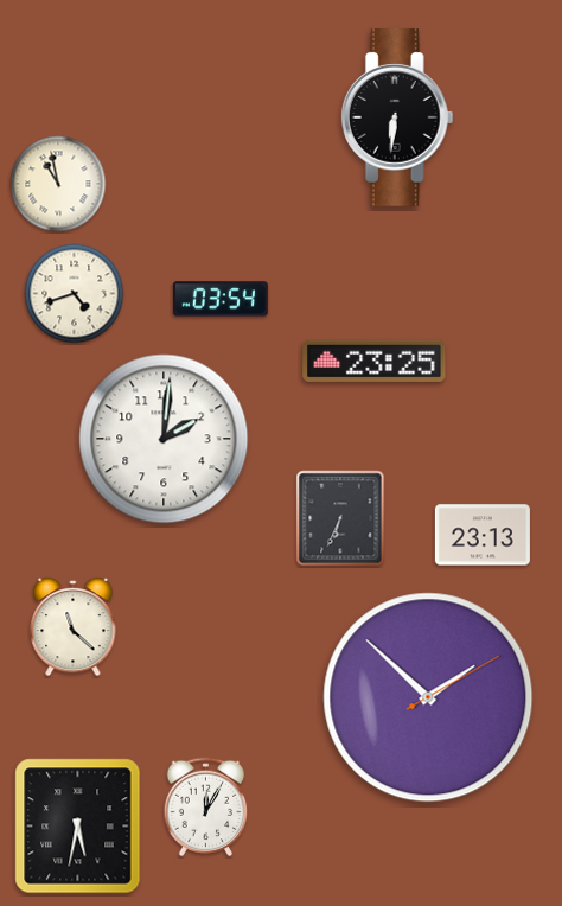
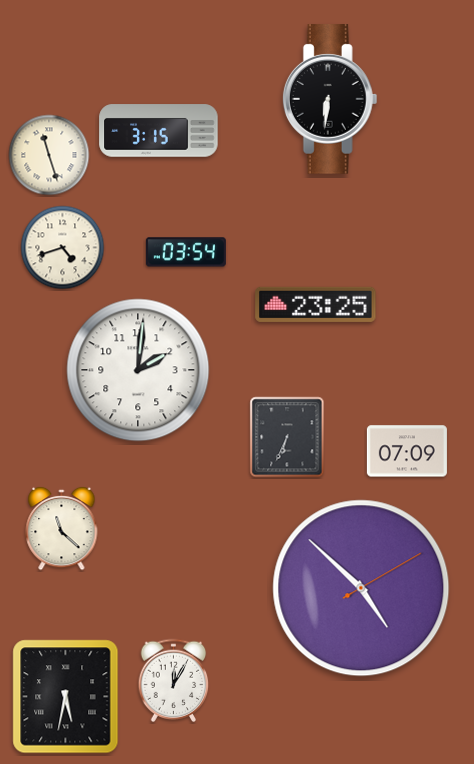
clock at (397, 117) position: (397, 117) -> (330, 99)
clock at (159, 131): none -> 3:15
clock at (58, 184): 10:58 -> 11:27
clock at (483, 535): 23:13 -> 07:09
clock at (428, 697): 1:52 -> 4:52
